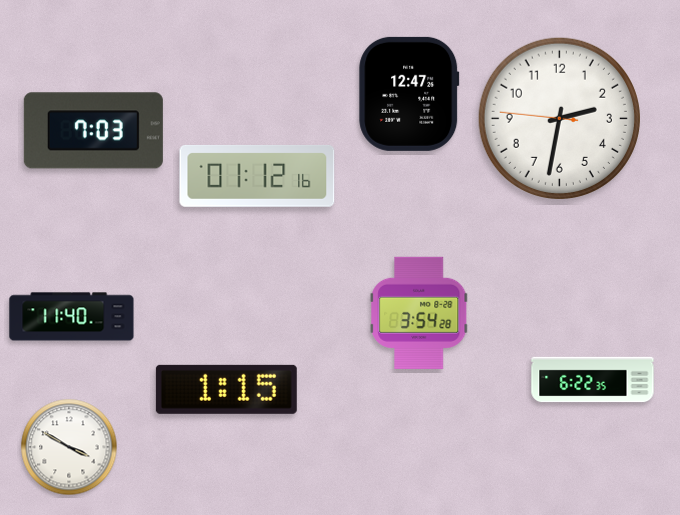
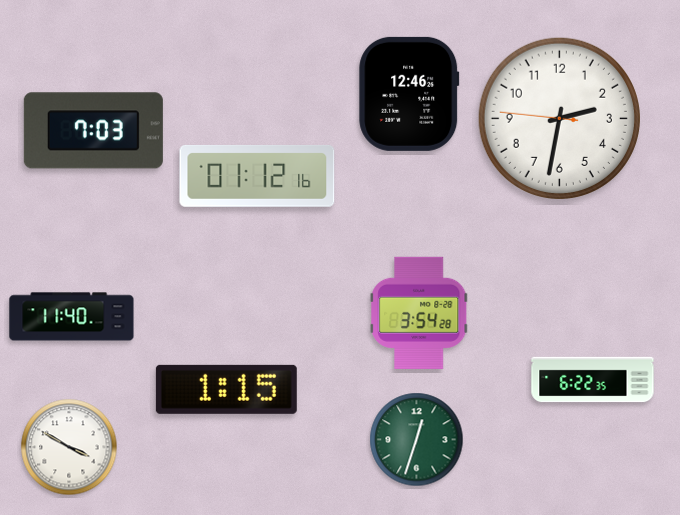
clock at (409, 94): 12:47 -> 12:46
clock at (417, 440): none -> 12:33
